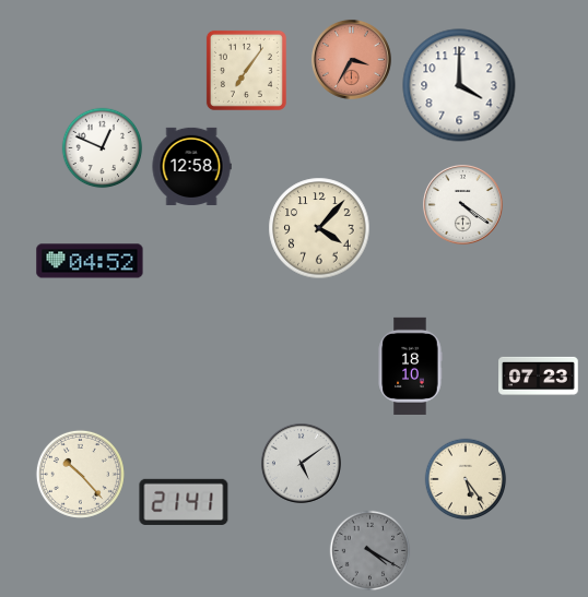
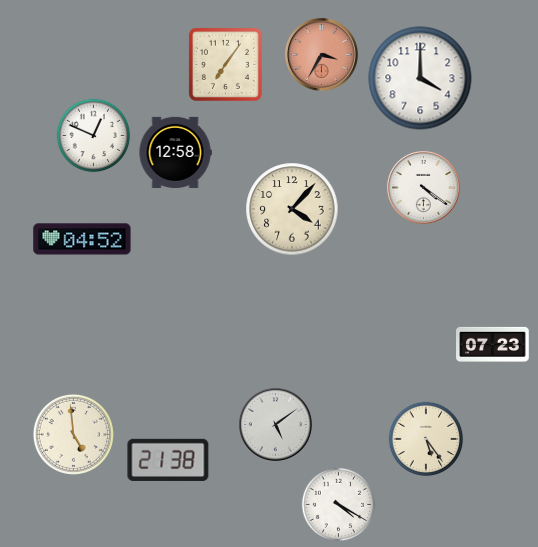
clock at (410, 366): 18:10 -> none
clock at (80, 474): 10:23 -> 4:59
clock at (184, 502): 21:41 -> 21:38
clock at (371, 551) dial: grey -> white
